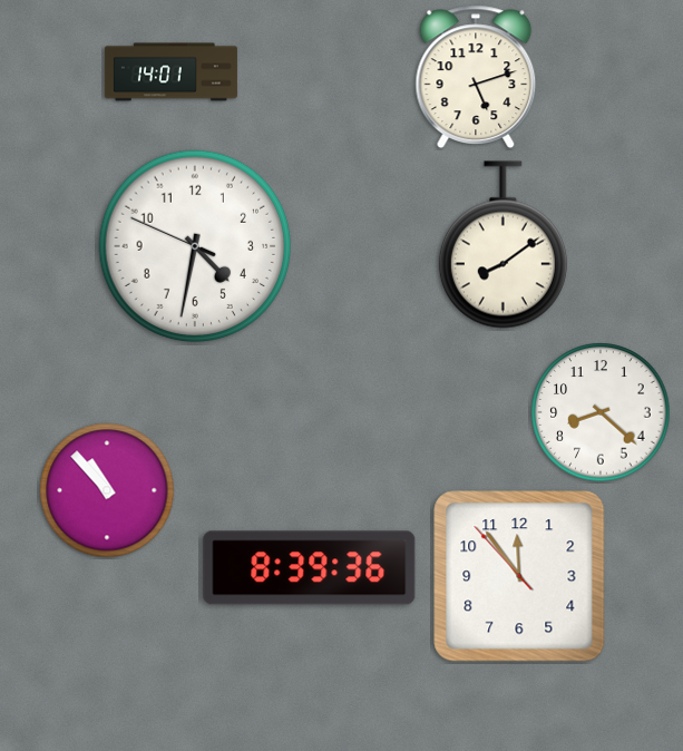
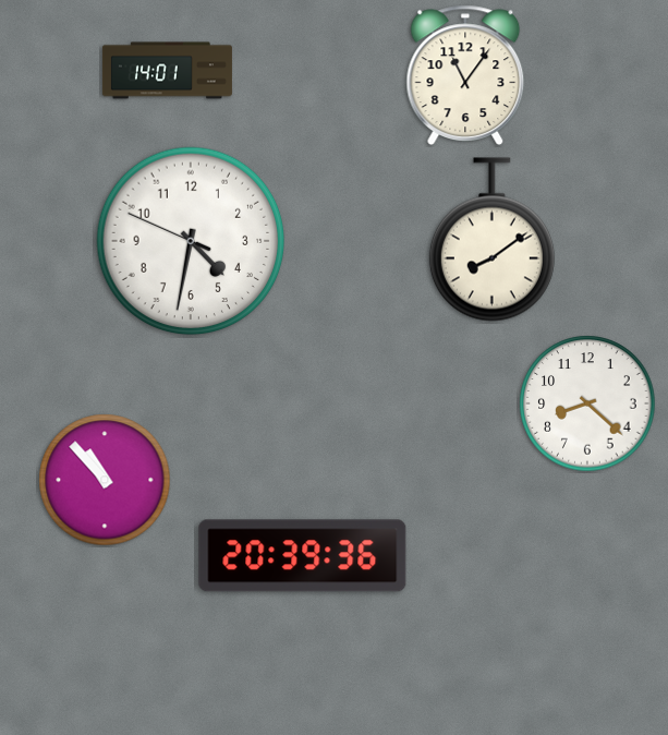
clock at (476, 77): 5:12 -> 11:06
clock at (310, 568): 8:39 -> 20:39
clock at (519, 576): 11:53 -> none
